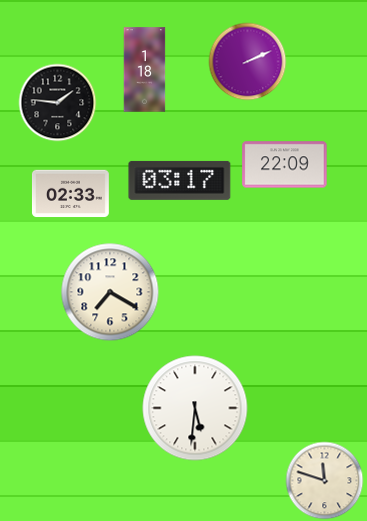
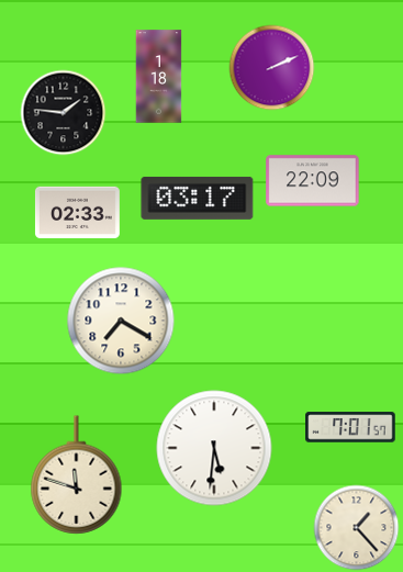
clock at (350, 427): none -> 7:01
clock at (77, 475): none -> 11:48
clock at (324, 480): 11:48 -> 1:23
